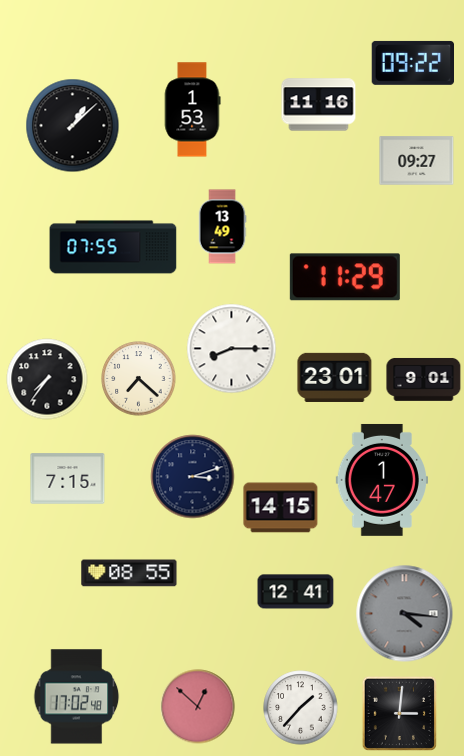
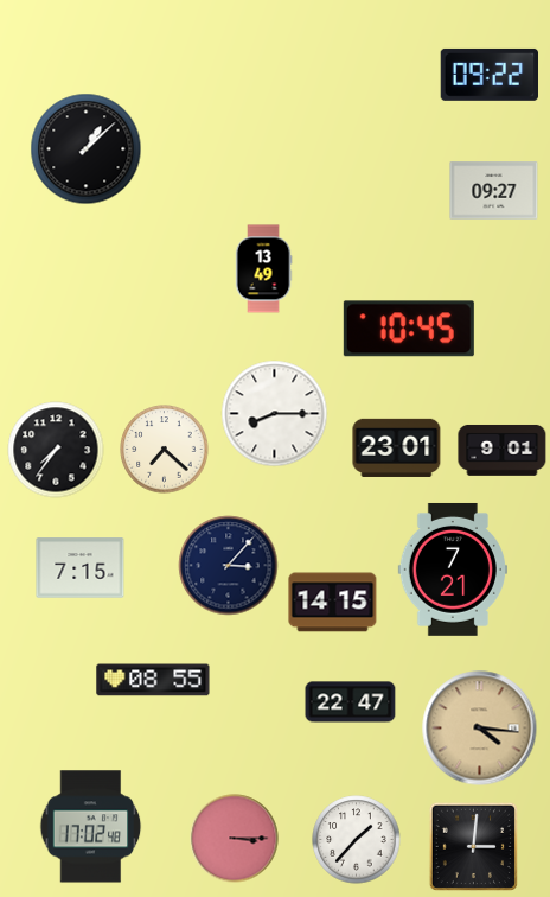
clock at (319, 105): 11:16 -> none
clock at (192, 110): 1:53 -> none
clock at (113, 247): 07:55 -> none
clock at (345, 277): 11:29 -> 10:45
clock at (193, 477): 3:12 -> 3:07
clock at (382, 480): 1:47 -> 7:21
clock at (296, 592): 12:41 -> 22:47
clock at (405, 614) dial: grey -> champagne
clock at (198, 707): 12:52 -> 3:15
